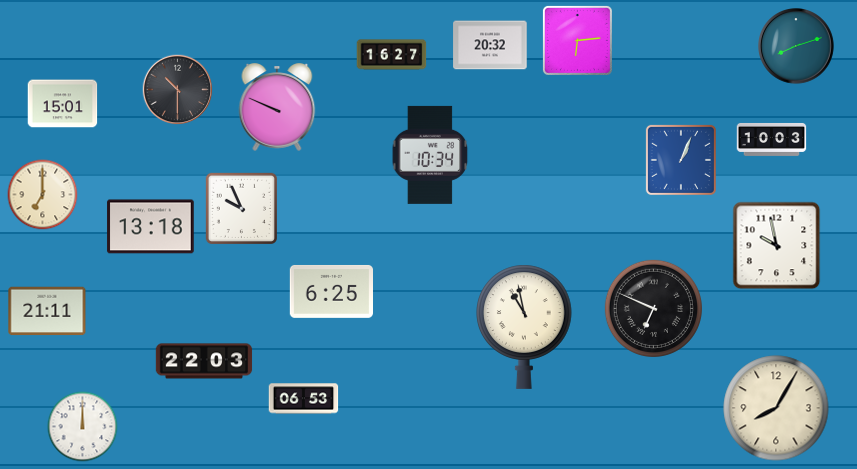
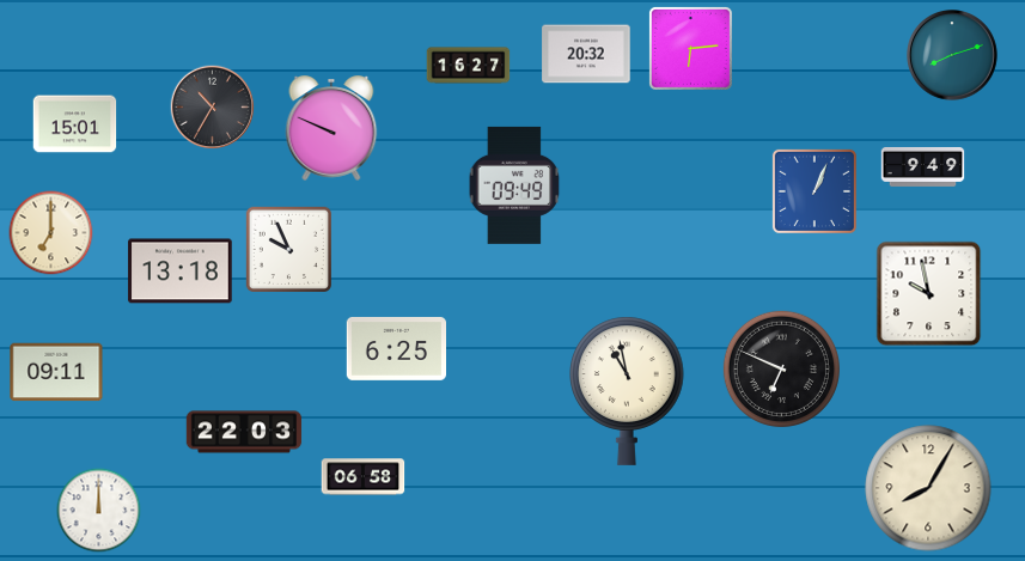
clock at (178, 90): 10:30 -> 10:35
clock at (772, 139): 10:03 -> 9:49
clock at (430, 155): 10:34 -> 09:49
clock at (47, 311): 21:11 -> 09:11
clock at (304, 399): 06:53 -> 06:58
